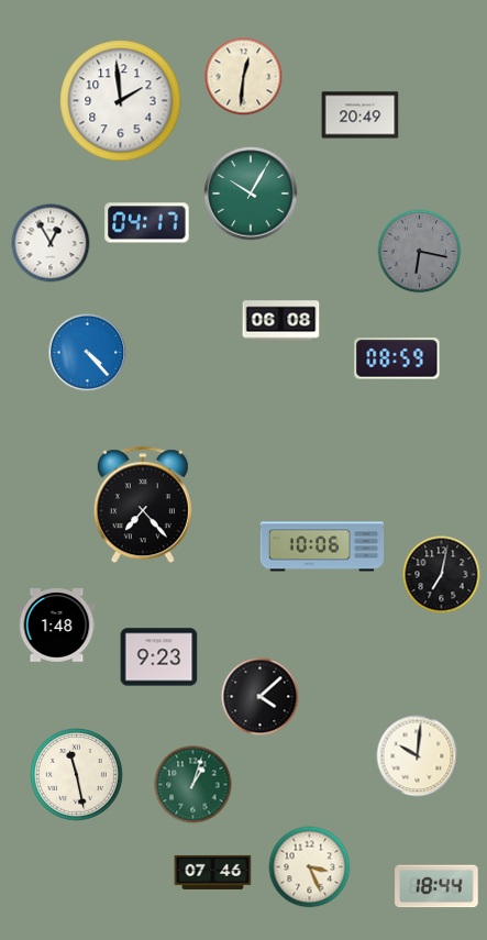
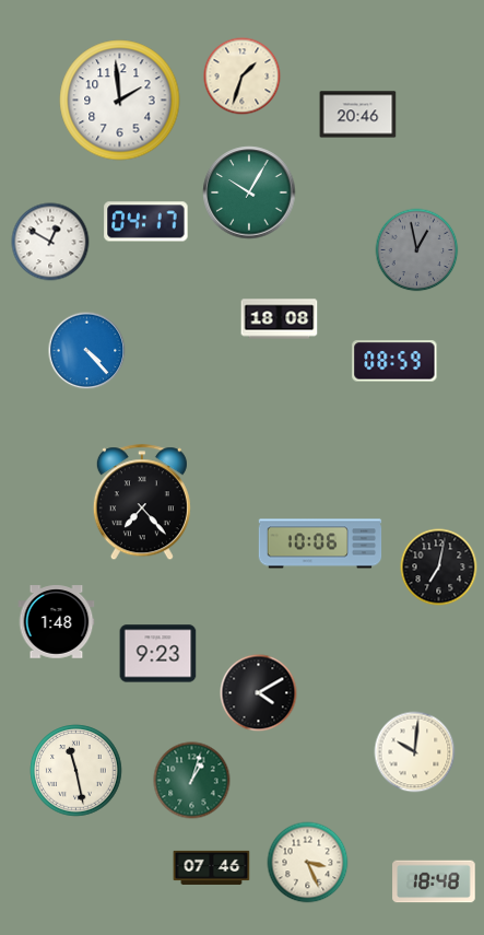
clock at (244, 77): 12:31 -> 1:33
clock at (361, 115): 20:49 -> 20:46
clock at (51, 243): 12:55 -> 12:50
clock at (420, 252): 6:17 -> 12:58
clock at (281, 321): 06:08 -> 18:08
clock at (397, 358) position: (397, 358) -> (394, 361)
clock at (442, 575) position: (442, 575) -> (439, 568)
clock at (261, 697): 4:08 -> 4:10
clock at (436, 886): 18:44 -> 18:48
